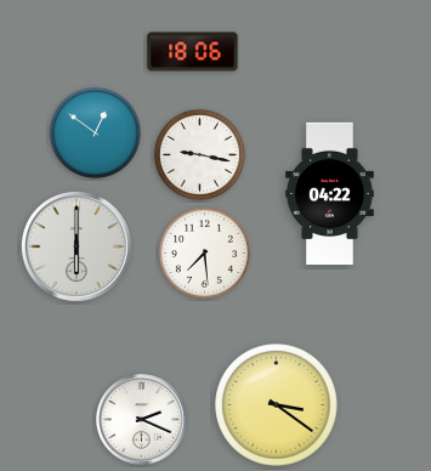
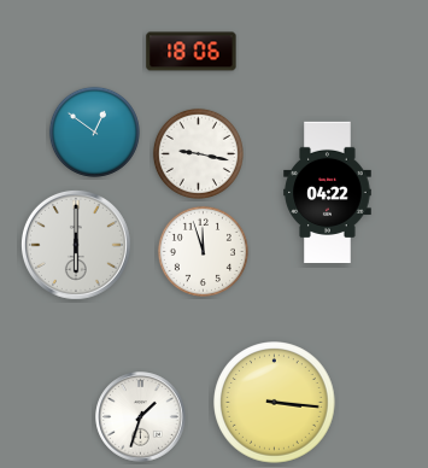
clock at (204, 252): 7:29 -> 11:57
clock at (277, 405): 3:21 -> 3:16
clock at (142, 420): 2:19 -> 1:33
